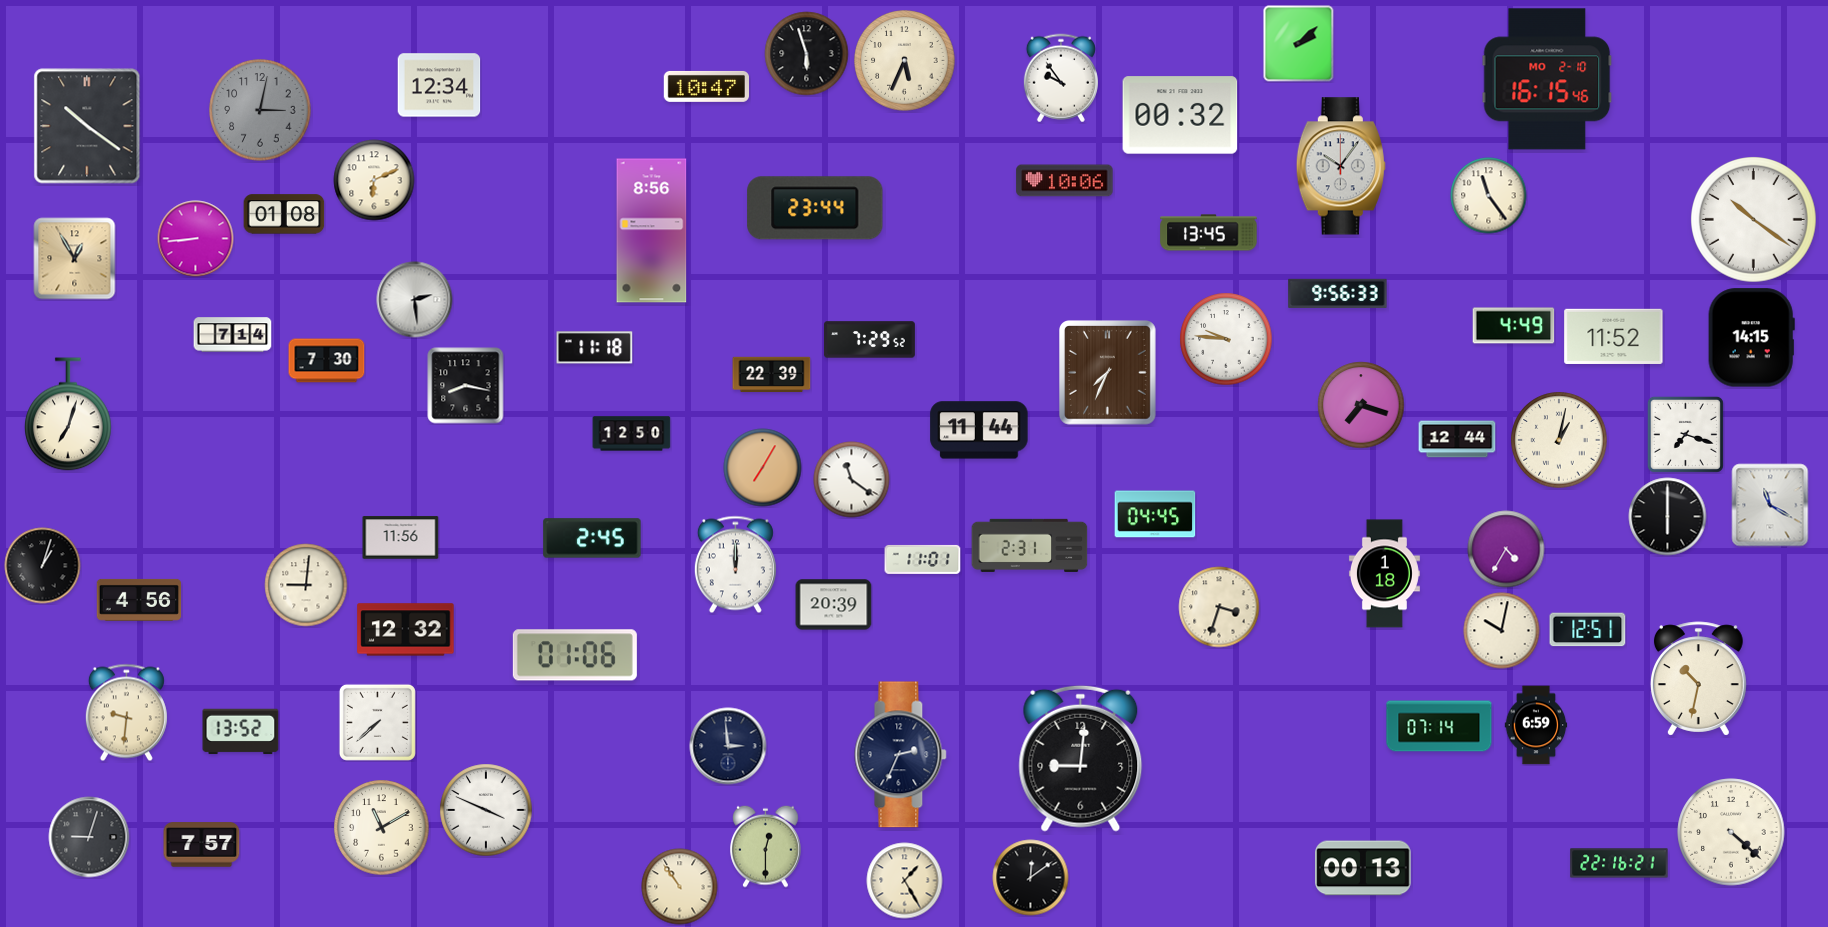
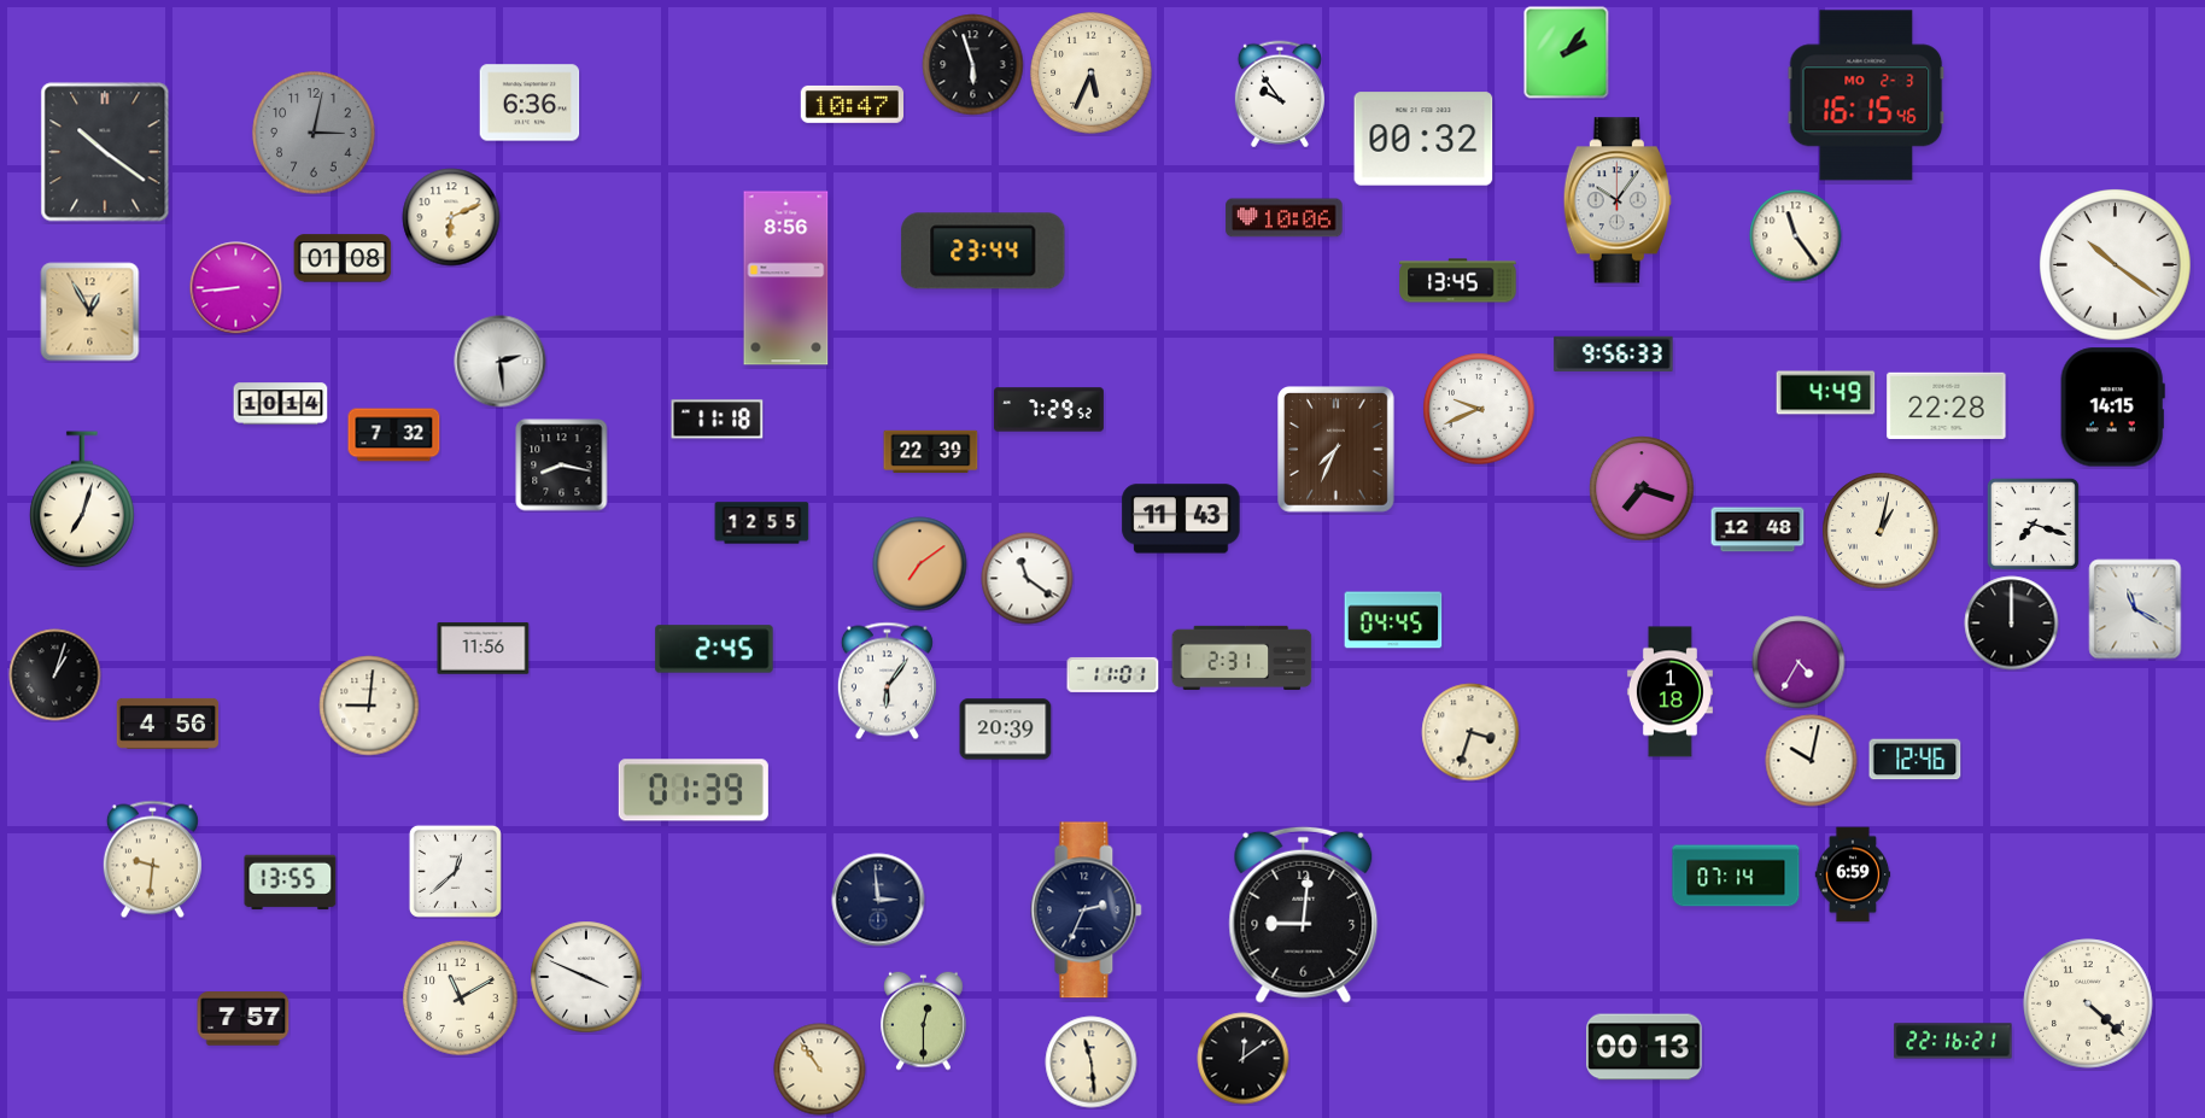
clock at (1299, 44): 2:08 -> 2:06
clock at (1547, 79) date: MO 2-10 -> MO 2-3
clock at (439, 85): 12:34 -> 6:36
clock at (233, 335): 7:14 -> 10:14
clock at (1614, 336): 11:52 -> 22:28
clock at (1226, 339): 9:46 -> 9:41
clock at (327, 361): 7:30 -> 7:32
clock at (979, 430): 11:44 -> 11:43
clock at (632, 434): 12:50 -> 12:55
clock at (1457, 439): 12:44 -> 12:48
clock at (763, 468): 7:05 -> 7:09
clock at (1668, 517): 6:00 -> 12:00
clock at (1506, 549) position: (1506, 549) -> (1798, 662)
clock at (735, 565): 12:00 -> 6:06
clock at (43, 566) position: (43, 566) -> (55, 675)
clock at (406, 630): 12:32 -> none
clock at (1588, 630): 12:51 -> 12:46
clock at (575, 655): 01:06 -> 01:39
clock at (1698, 679): 10:32 -> none
clock at (377, 722): 7:38 -> 12:38
clock at (241, 732): 13:52 -> 13:55
clock at (89, 837): 9:03 -> none
clock at (905, 881): 1:25 -> 11:29
